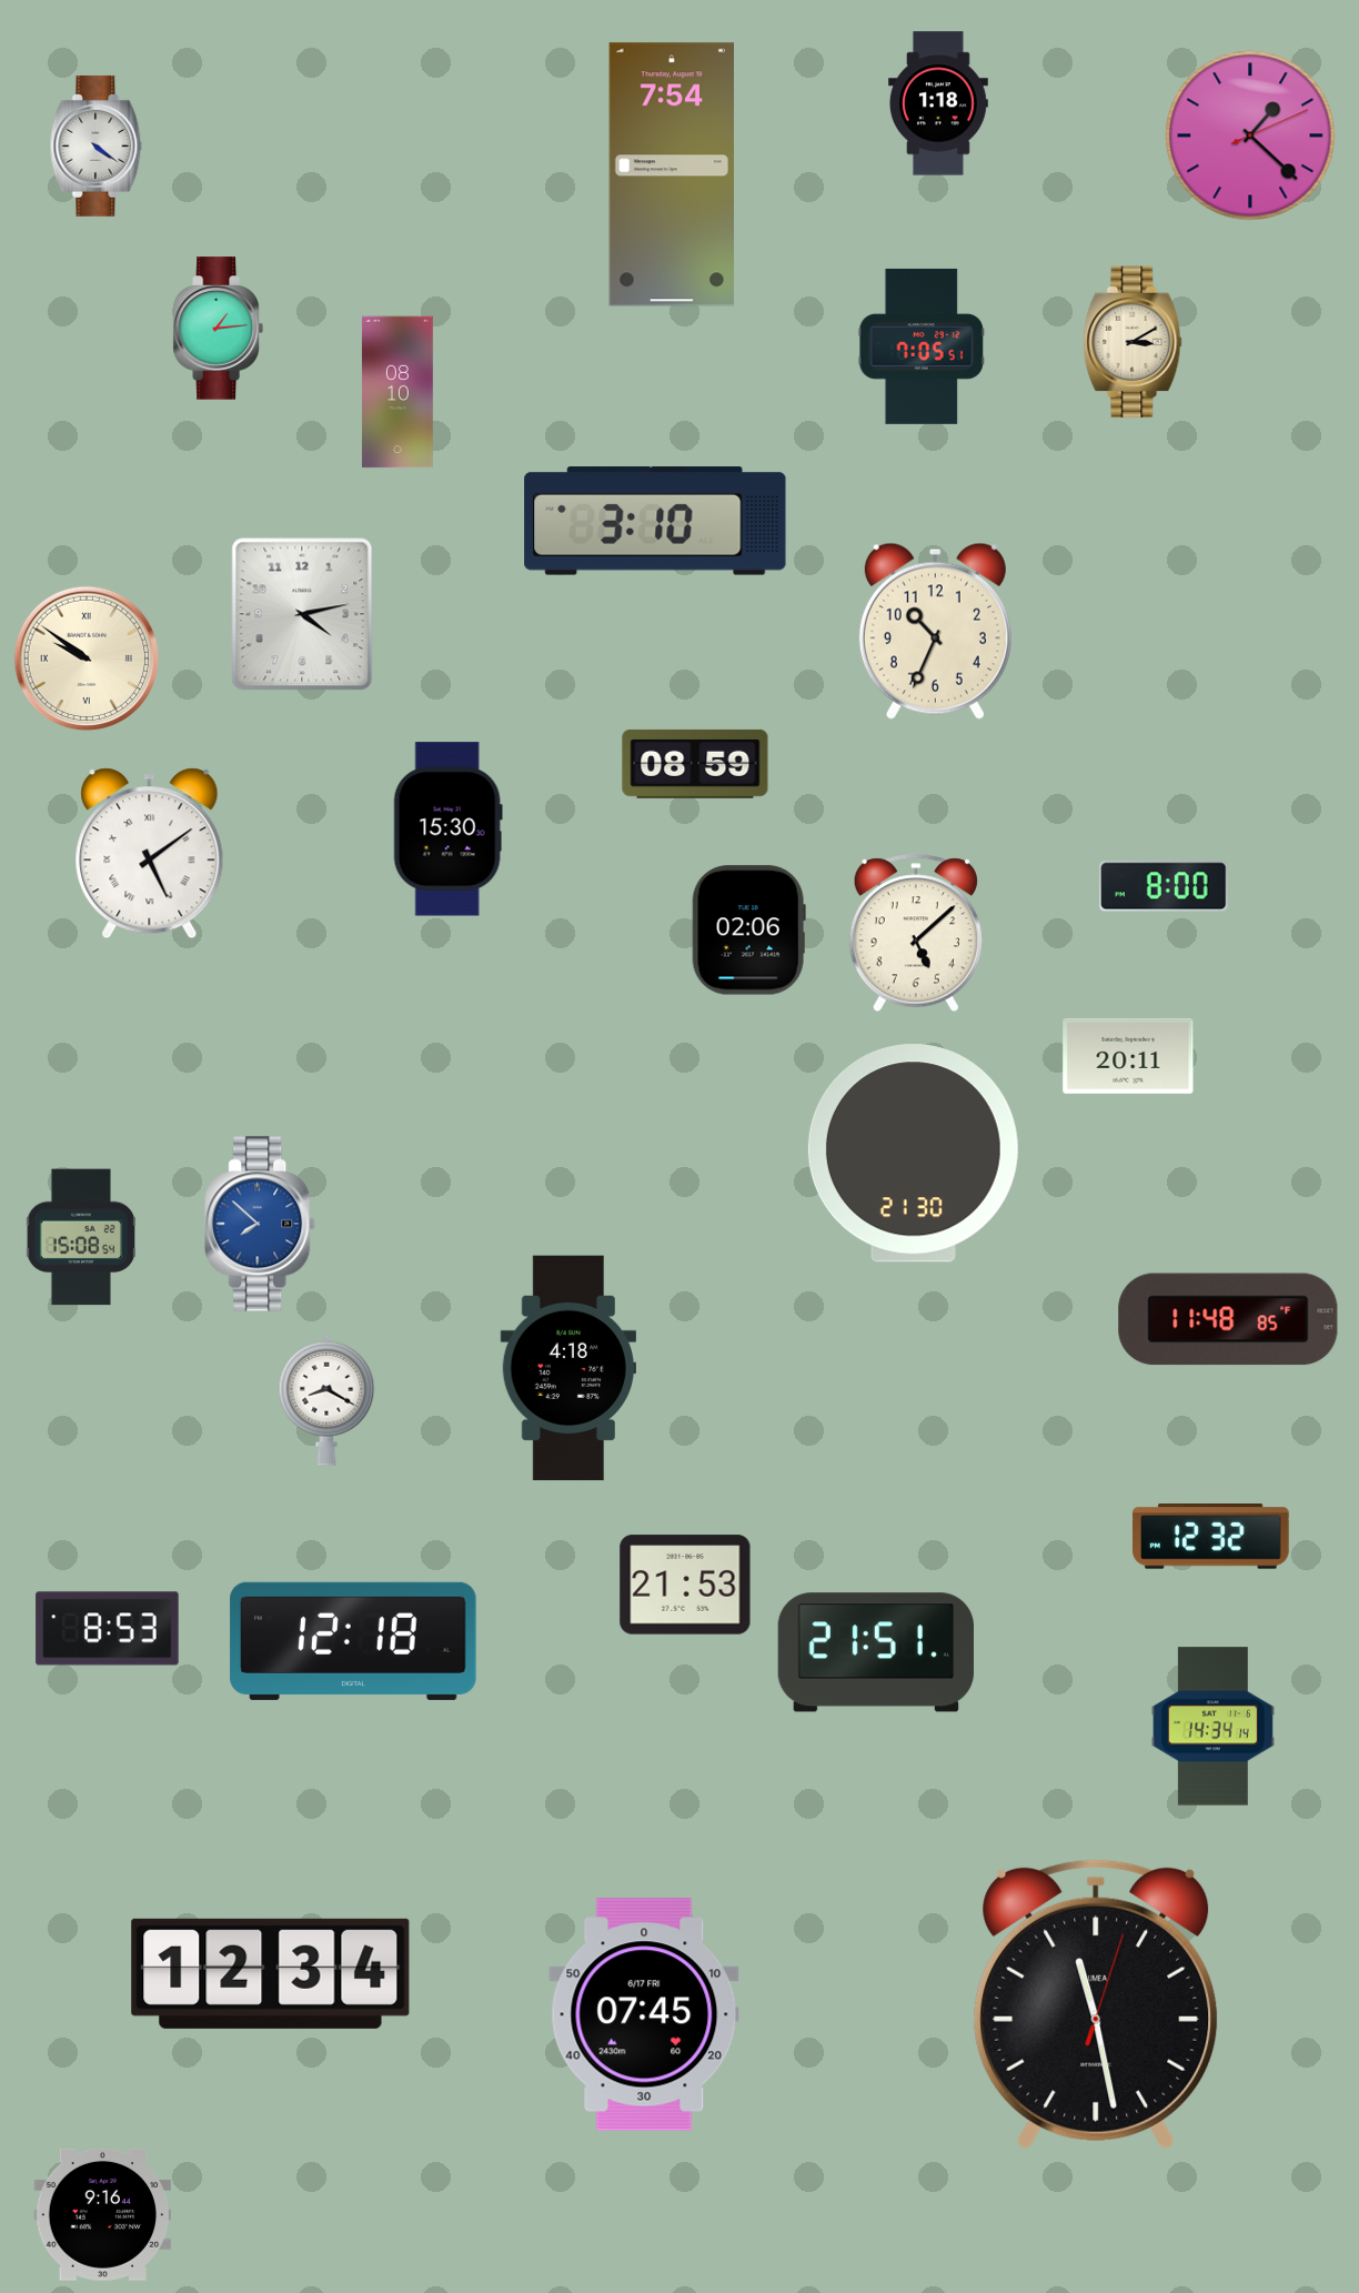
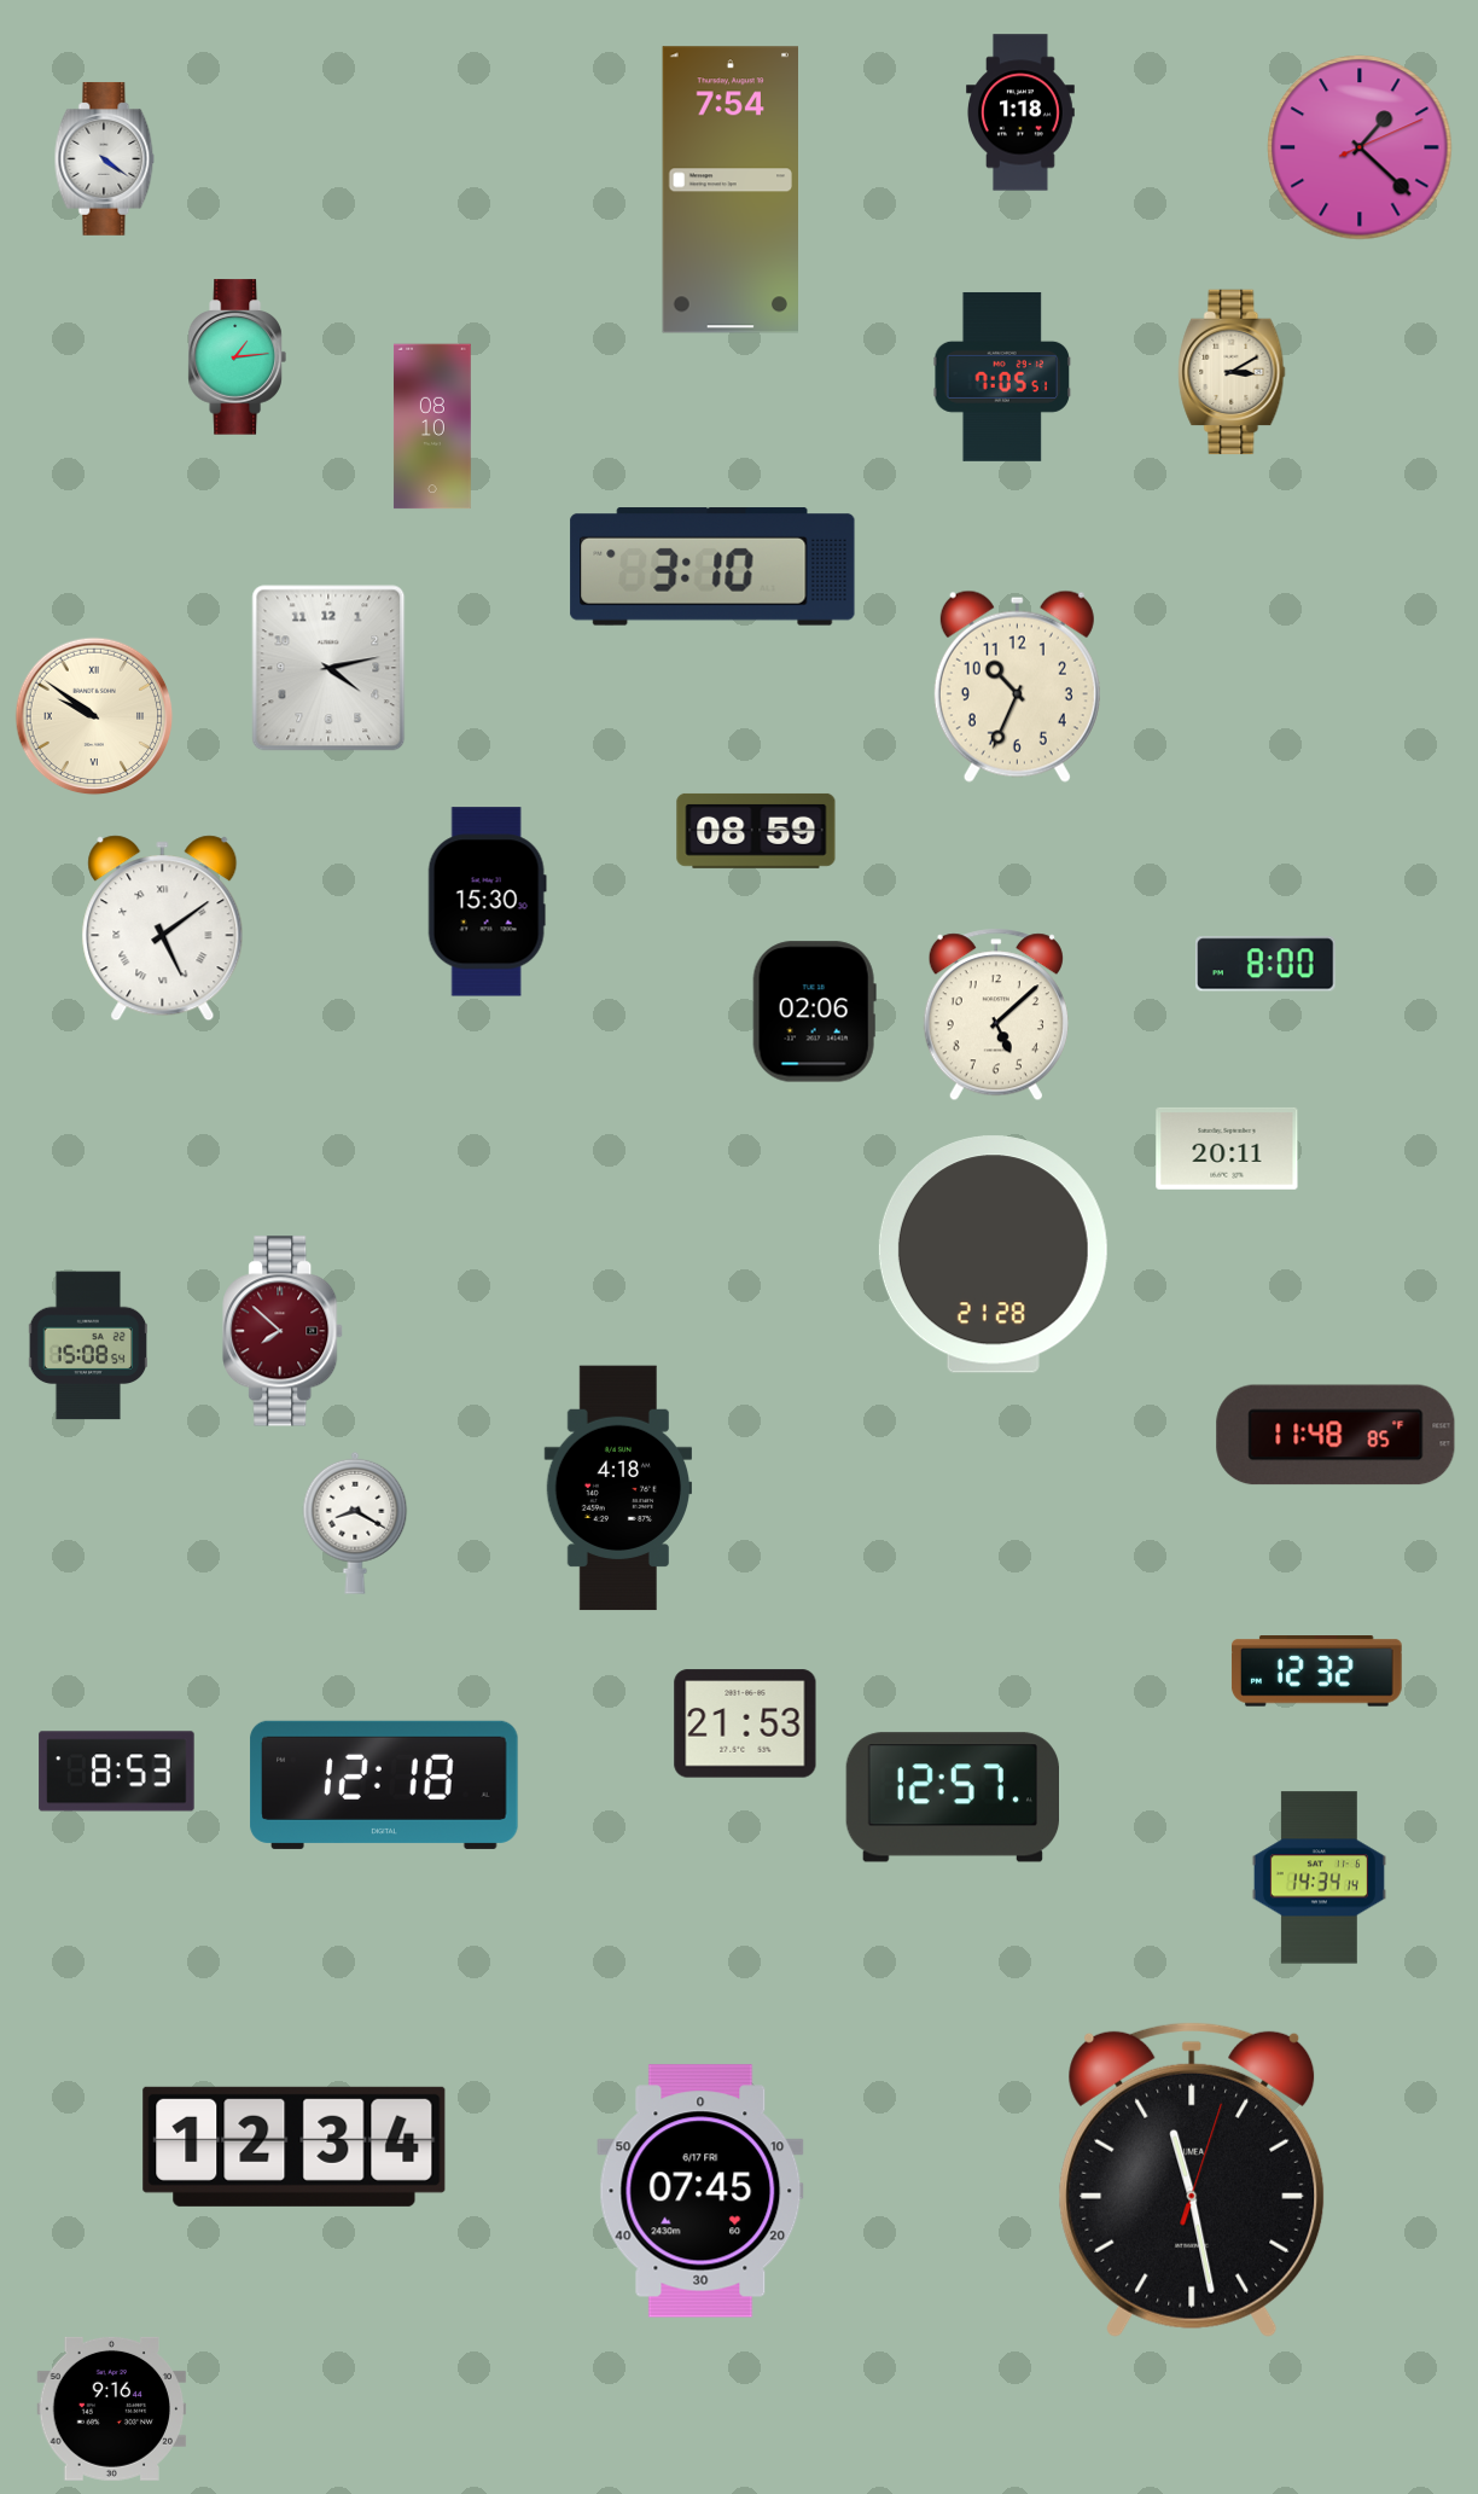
clock at (913, 1154): 21:30 -> 21:28
clock at (261, 1224) dial: blue -> burgundy
clock at (875, 1652): 21:51 -> 12:57
